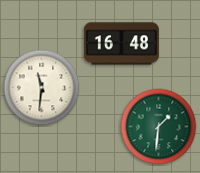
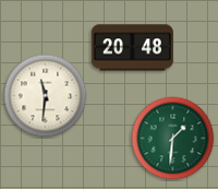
clock at (121, 44): 16:48 -> 20:48
